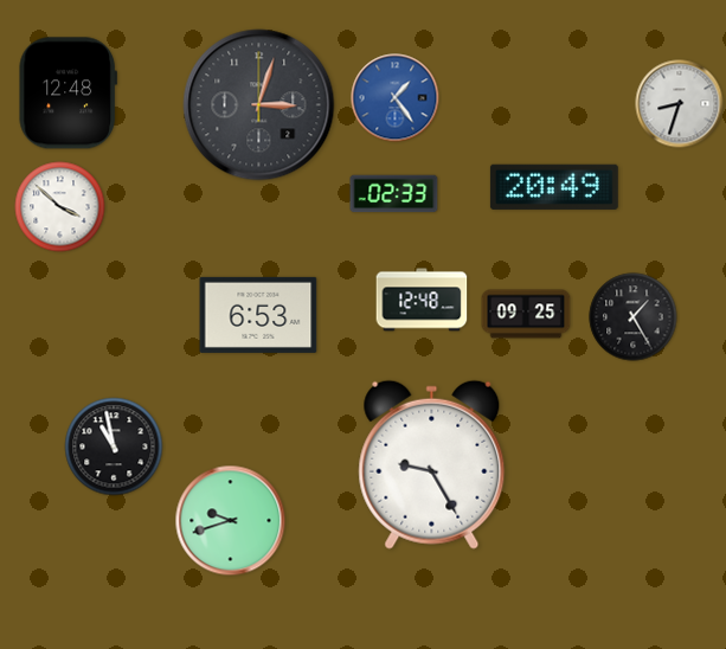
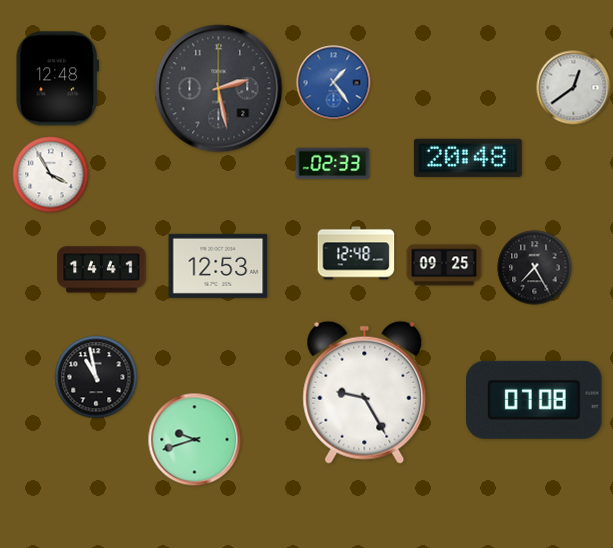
clock at (680, 104): 8:33 -> 12:39
clock at (259, 105): 3:03 -> 2:28
clock at (554, 187): 20:49 -> 20:48
clock at (60, 207): 3:52 -> 3:55
clock at (258, 315): 6:53 -> 12:53
clock at (634, 317): 1:25 -> 7:25
clock at (102, 270): none -> 14:41
clock at (534, 400): none -> 07:08
